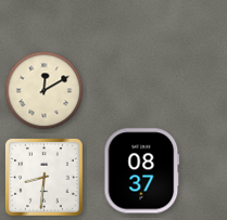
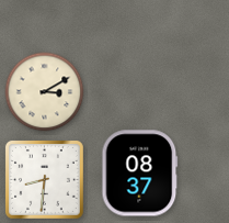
clock at (45, 91): 12:10 -> 3:10
clock at (142, 171) position: (142, 171) -> (140, 174)
